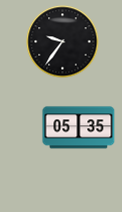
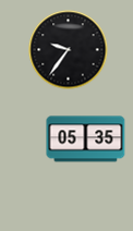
clock at (63, 42) position: (63, 42) -> (69, 50)
